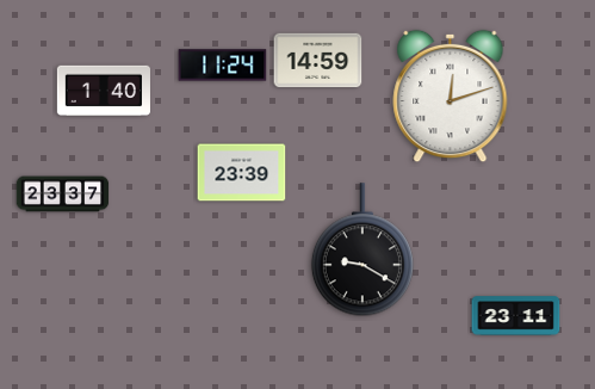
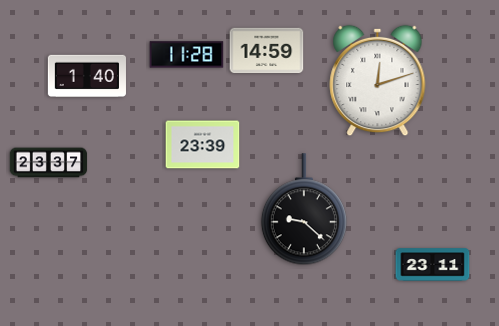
clock at (223, 66): 11:24 -> 11:28
clock at (63, 194) position: (63, 194) -> (49, 163)
clock at (362, 251): 9:20 -> 9:22
